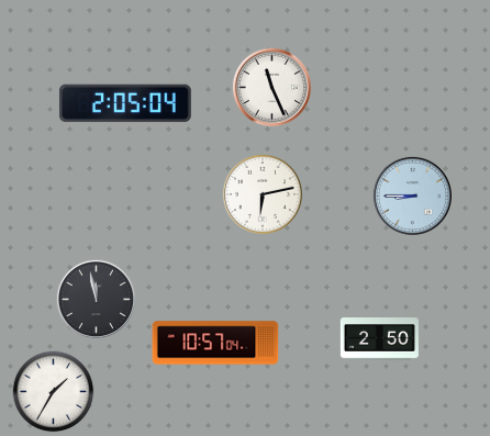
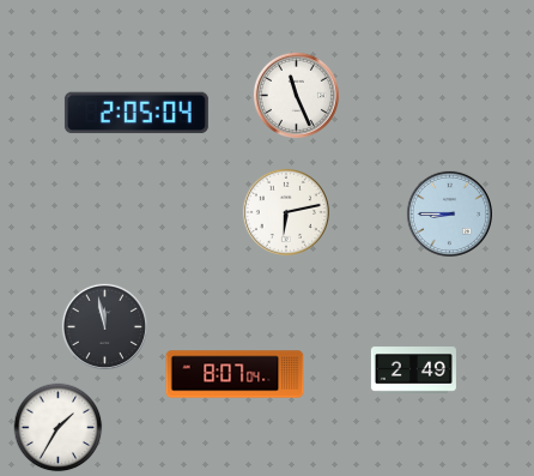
clock at (379, 339): 2:50 -> 2:49
clock at (215, 343): 10:57 -> 8:07
